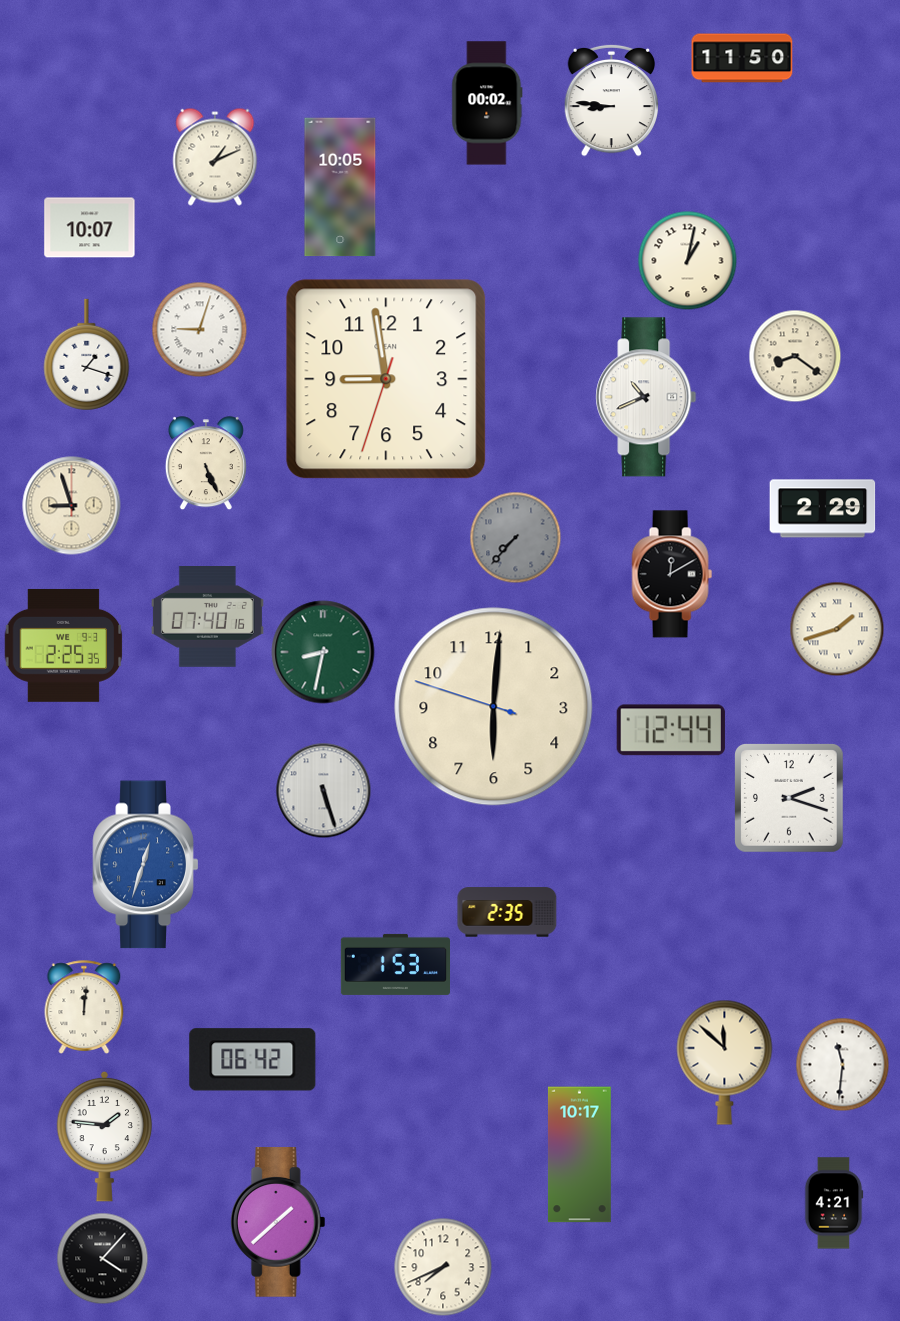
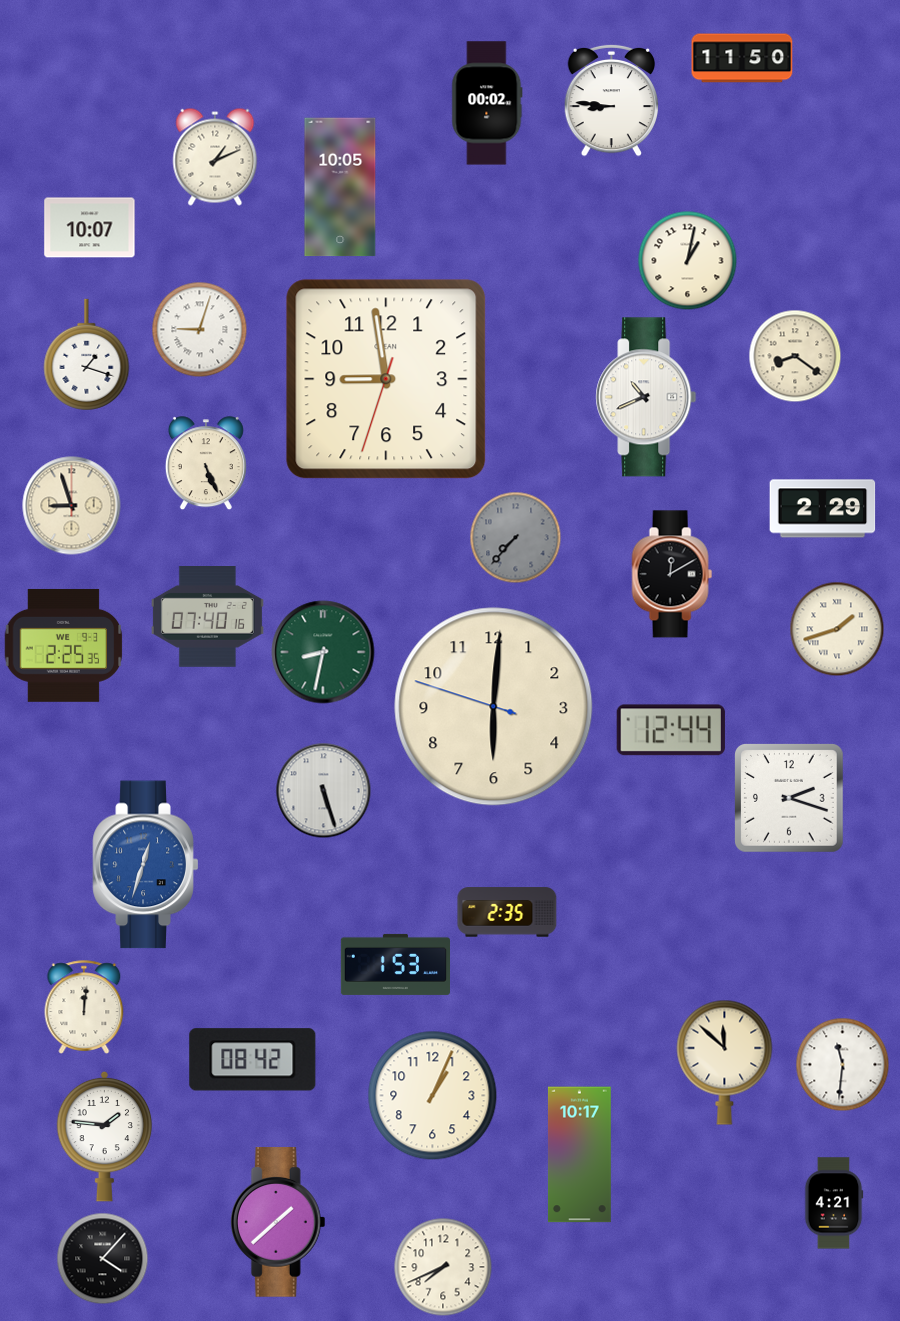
clock at (253, 1060): 06:42 -> 08:42
clock at (433, 1096): none -> 1:04
